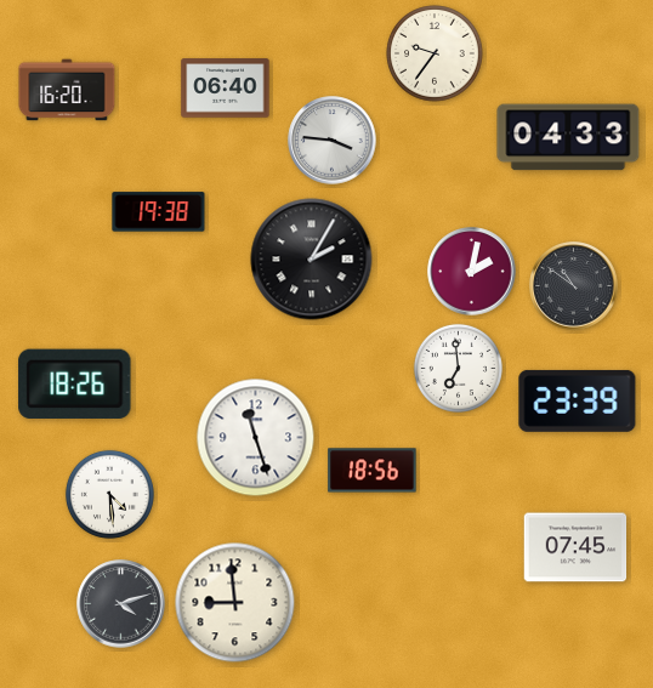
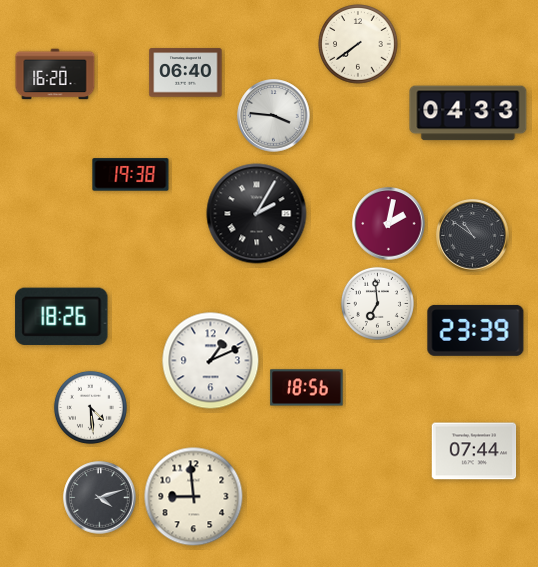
clock at (435, 53): 9:36 -> 7:39
clock at (256, 438): 11:27 -> 1:11
clock at (575, 547): 07:45 -> 07:44
